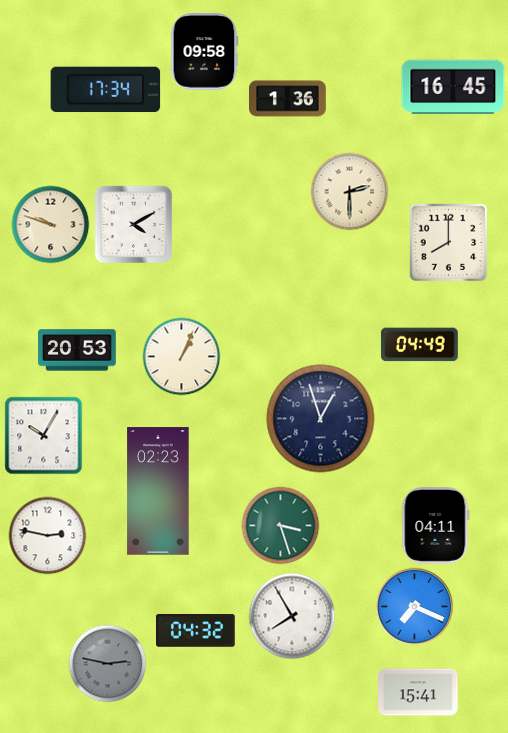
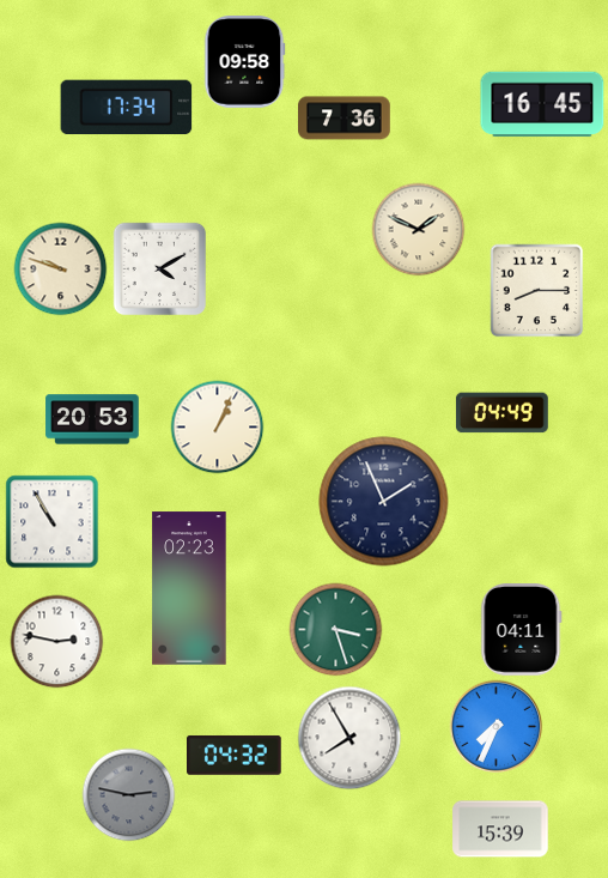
clock at (288, 99): 1:36 -> 7:36
clock at (349, 191): 2:30 -> 1:49
clock at (448, 242): 8:00 -> 8:15
clock at (321, 419): 12:57 -> 1:56
clock at (43, 435): 10:05 -> 10:55
clock at (414, 606): 7:19 -> 7:34
clock at (418, 692): 15:41 -> 15:39
